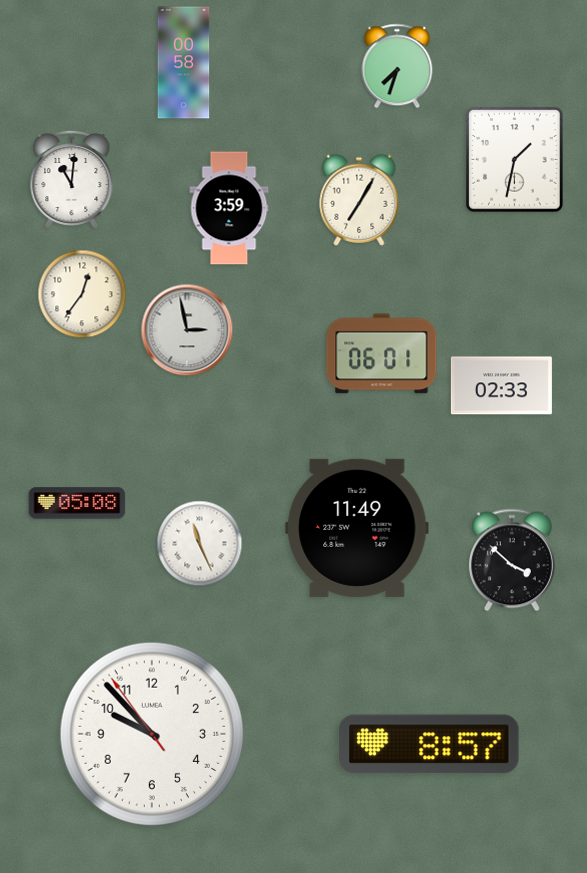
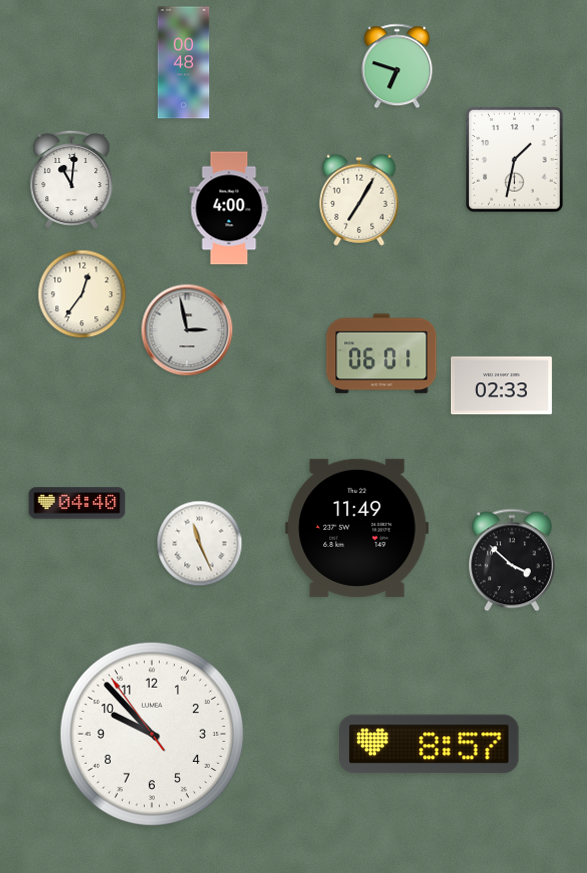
clock at (184, 63): 00:58 -> 00:48
clock at (397, 66): 7:33 -> 6:48
clock at (229, 208): 3:59 -> 4:00
clock at (77, 503): 05:08 -> 04:40
